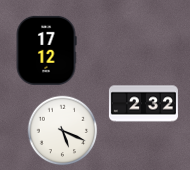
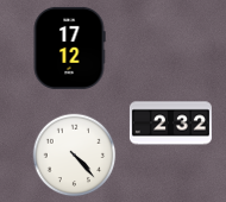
clock at (46, 50) position: (46, 50) -> (69, 48)
clock at (63, 131): 5:19 -> 4:23
